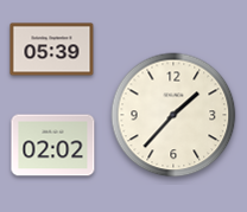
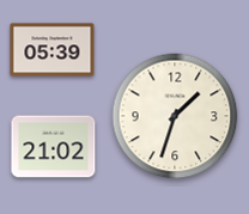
clock at (173, 115): 1:37 -> 1:33
clock at (53, 146): 02:02 -> 21:02
